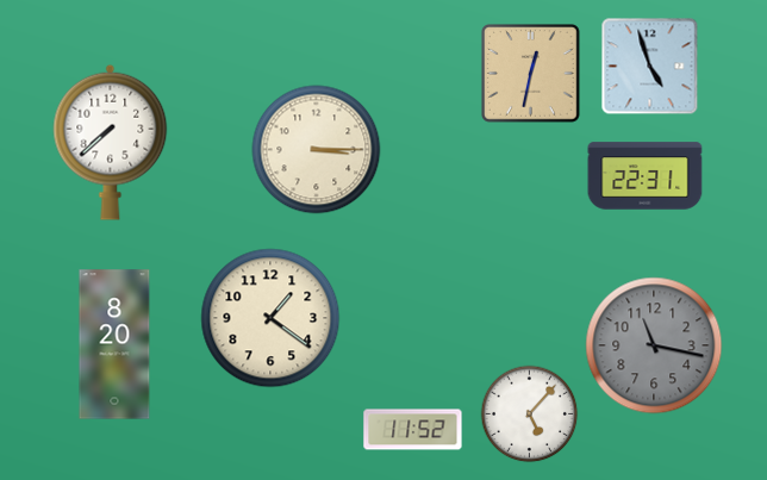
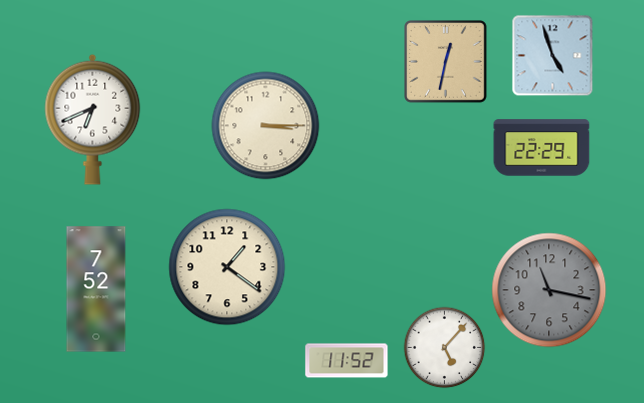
clock at (649, 66) position: (649, 66) -> (552, 55)
clock at (111, 142): 7:38 -> 6:41
clock at (646, 176): 22:31 -> 22:29
clock at (114, 344): 8:20 -> 7:52
